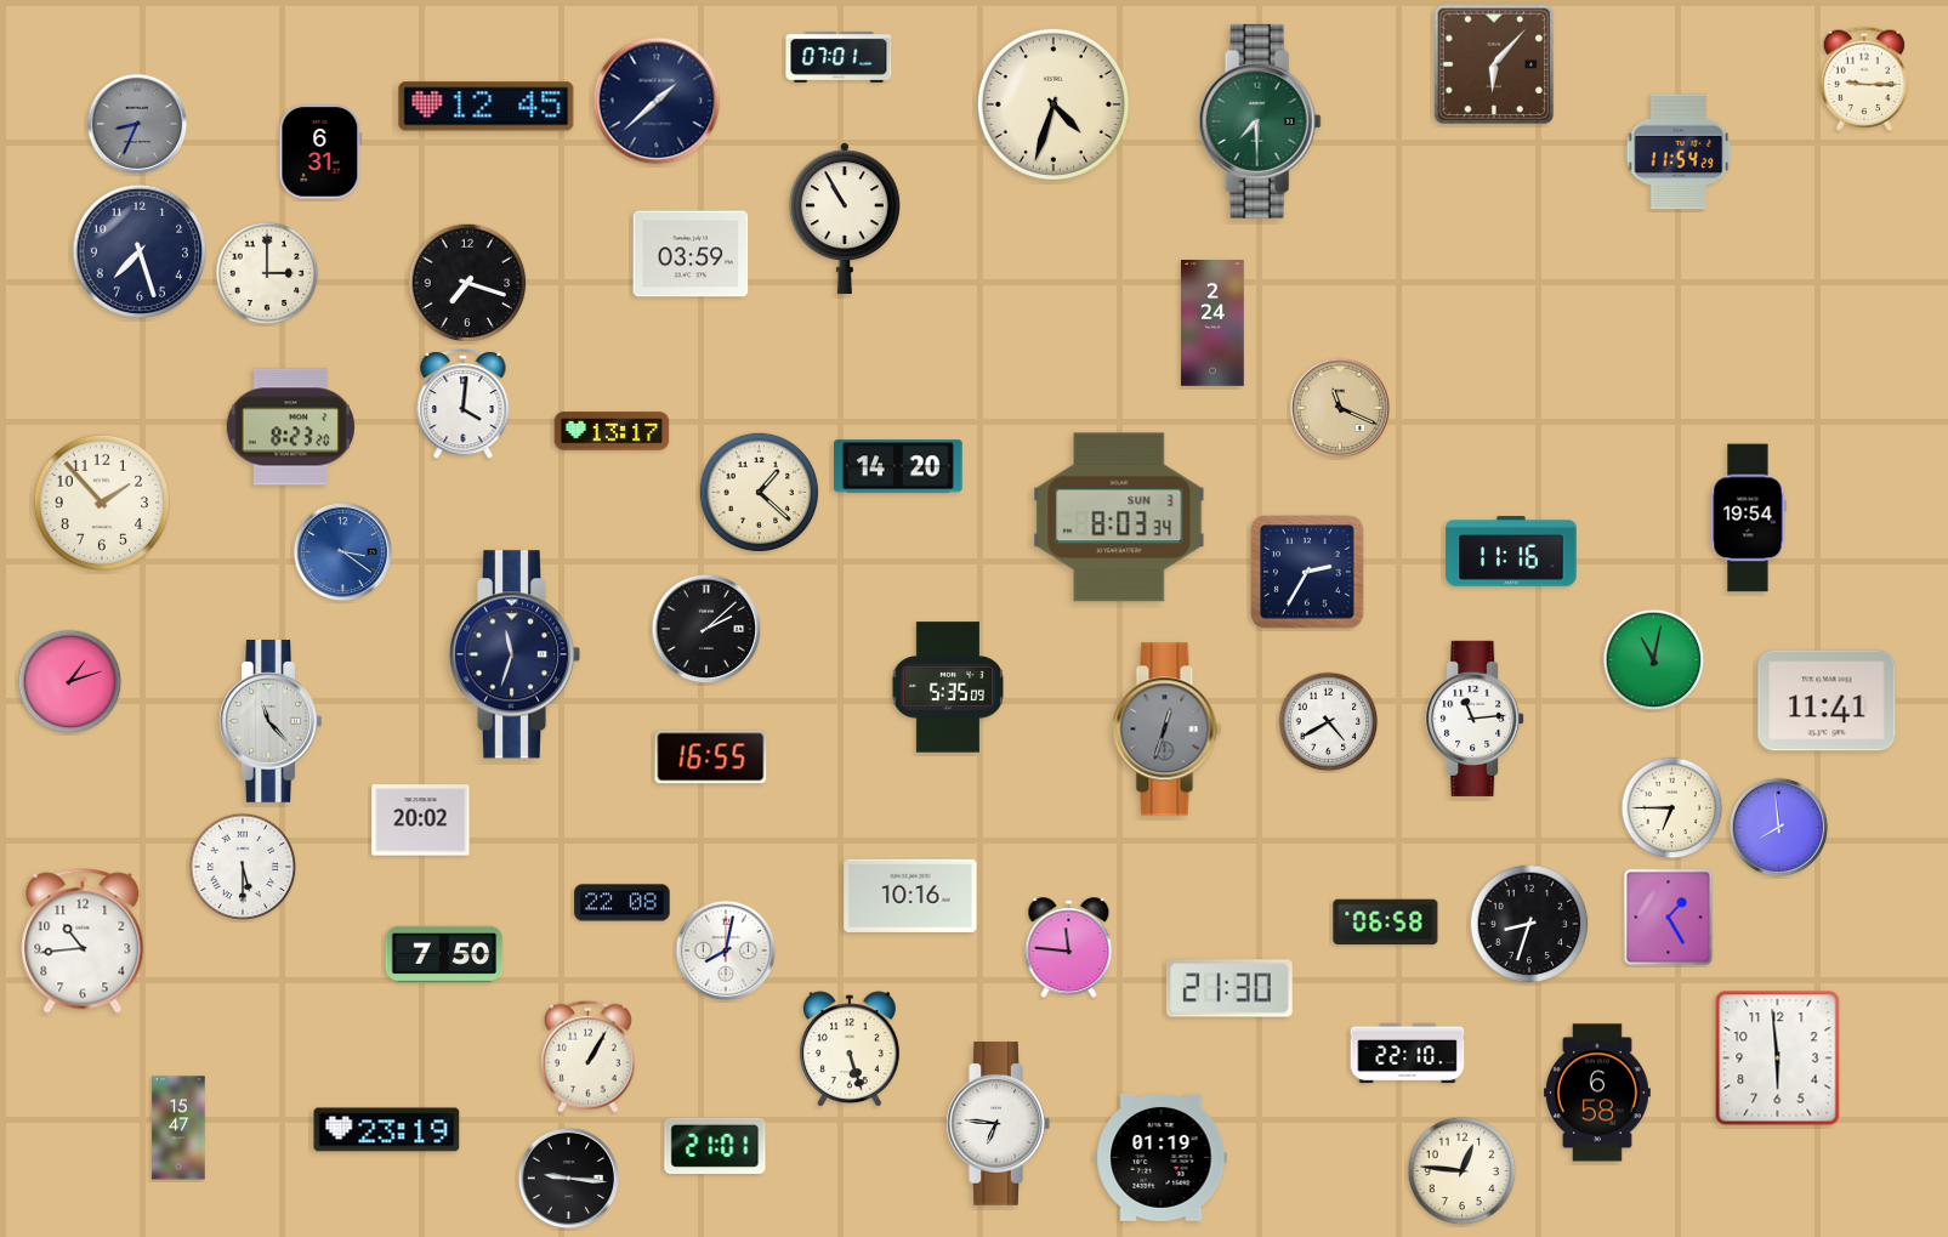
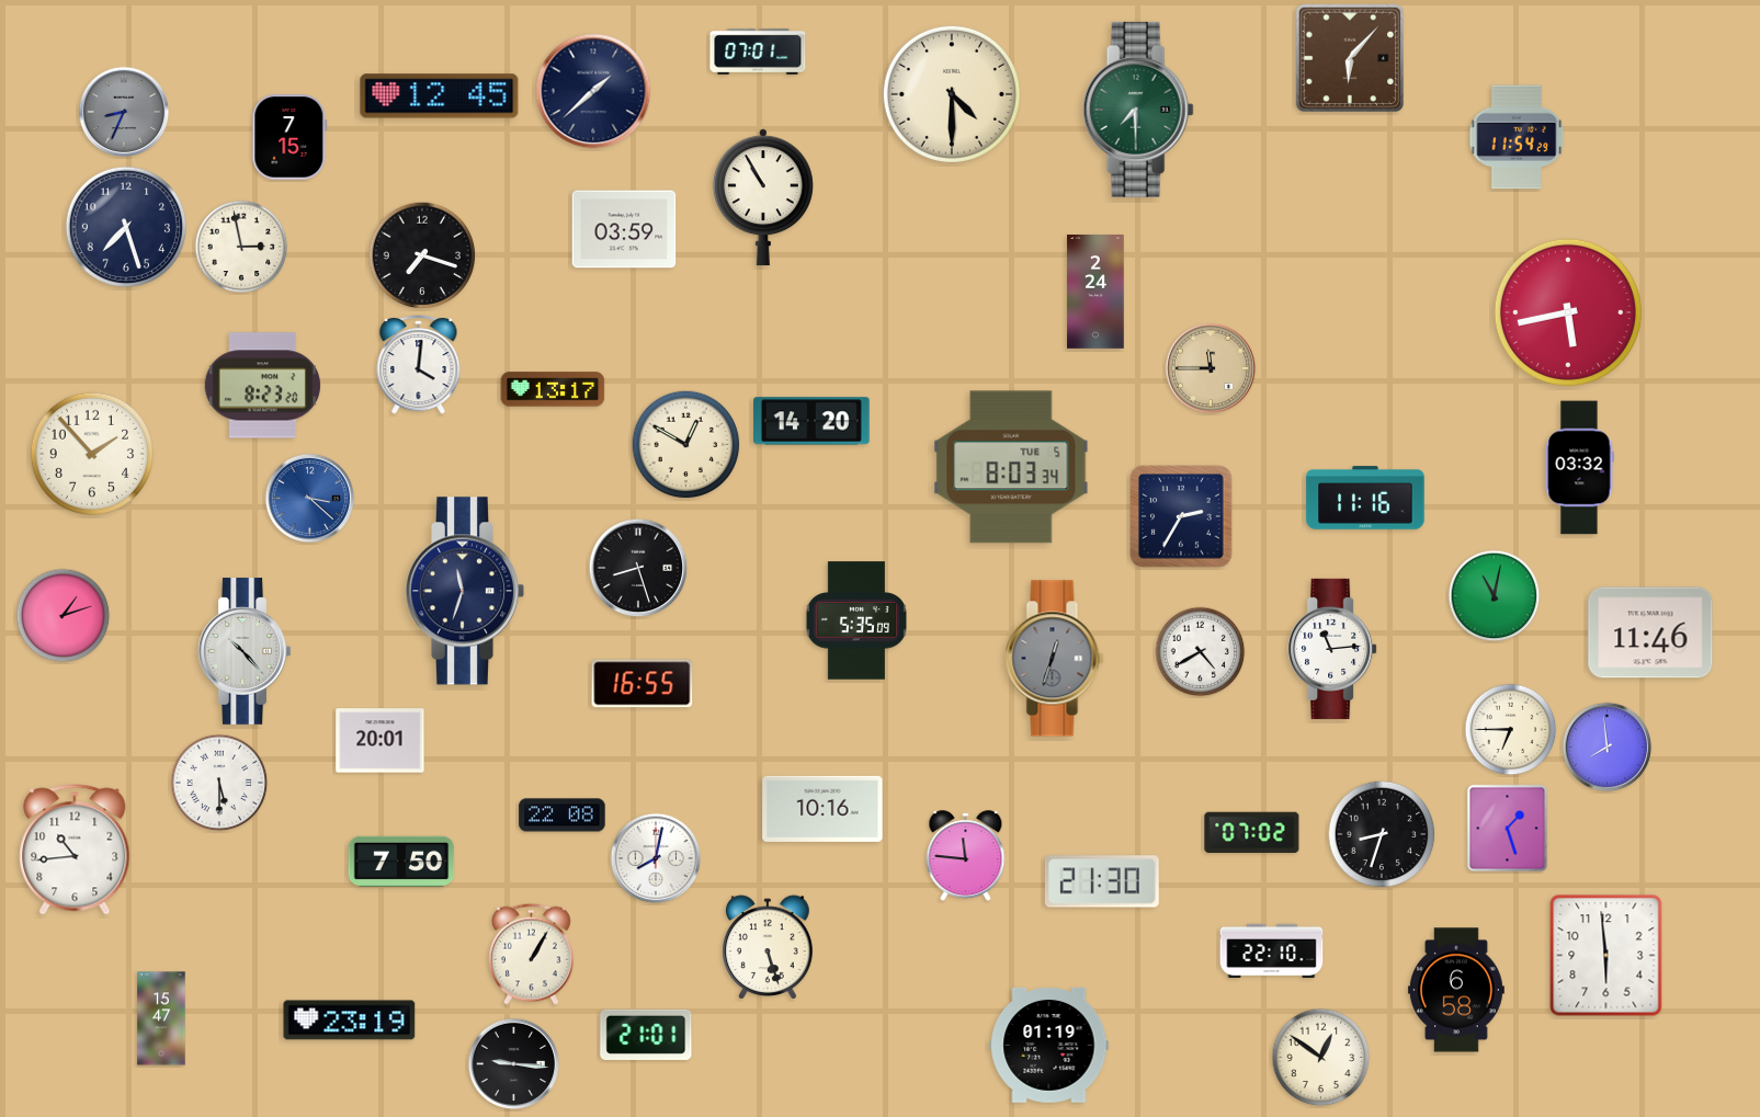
clock at (1864, 79): 9:15 -> none
clock at (1053, 104): 4:33 -> 4:30
clock at (320, 152): 6:31 -> 7:15
clock at (267, 273): 3:00 -> 2:58
clock at (1568, 312): none -> 5:43
clock at (1340, 408): 11:19 -> 11:45
clock at (760, 493): 1:22 -> 12:50
clock at (1119, 517) date: SUN 3 -> TUE 5
clock at (1748, 518): 19:54 -> 03:32
clock at (343, 552): 3:21 -> 3:22
clock at (706, 629): 2:08 -> 8:27
clock at (1827, 700): 11:41 -> 11:46
clock at (271, 722): 11:23 -> 10:23
clock at (421, 821): 20:02 -> 20:01
clock at (1669, 918): 1:25 -> 1:27
clock at (1386, 923): 06:58 -> 07:02
clock at (1229, 988) position: (1229, 988) -> (1102, 881)
clock at (1597, 1093) position: (1597, 1093) -> (1456, 990)
clock at (998, 1124): 6:46 -> none
clock at (1463, 1171): 12:46 -> 12:51
